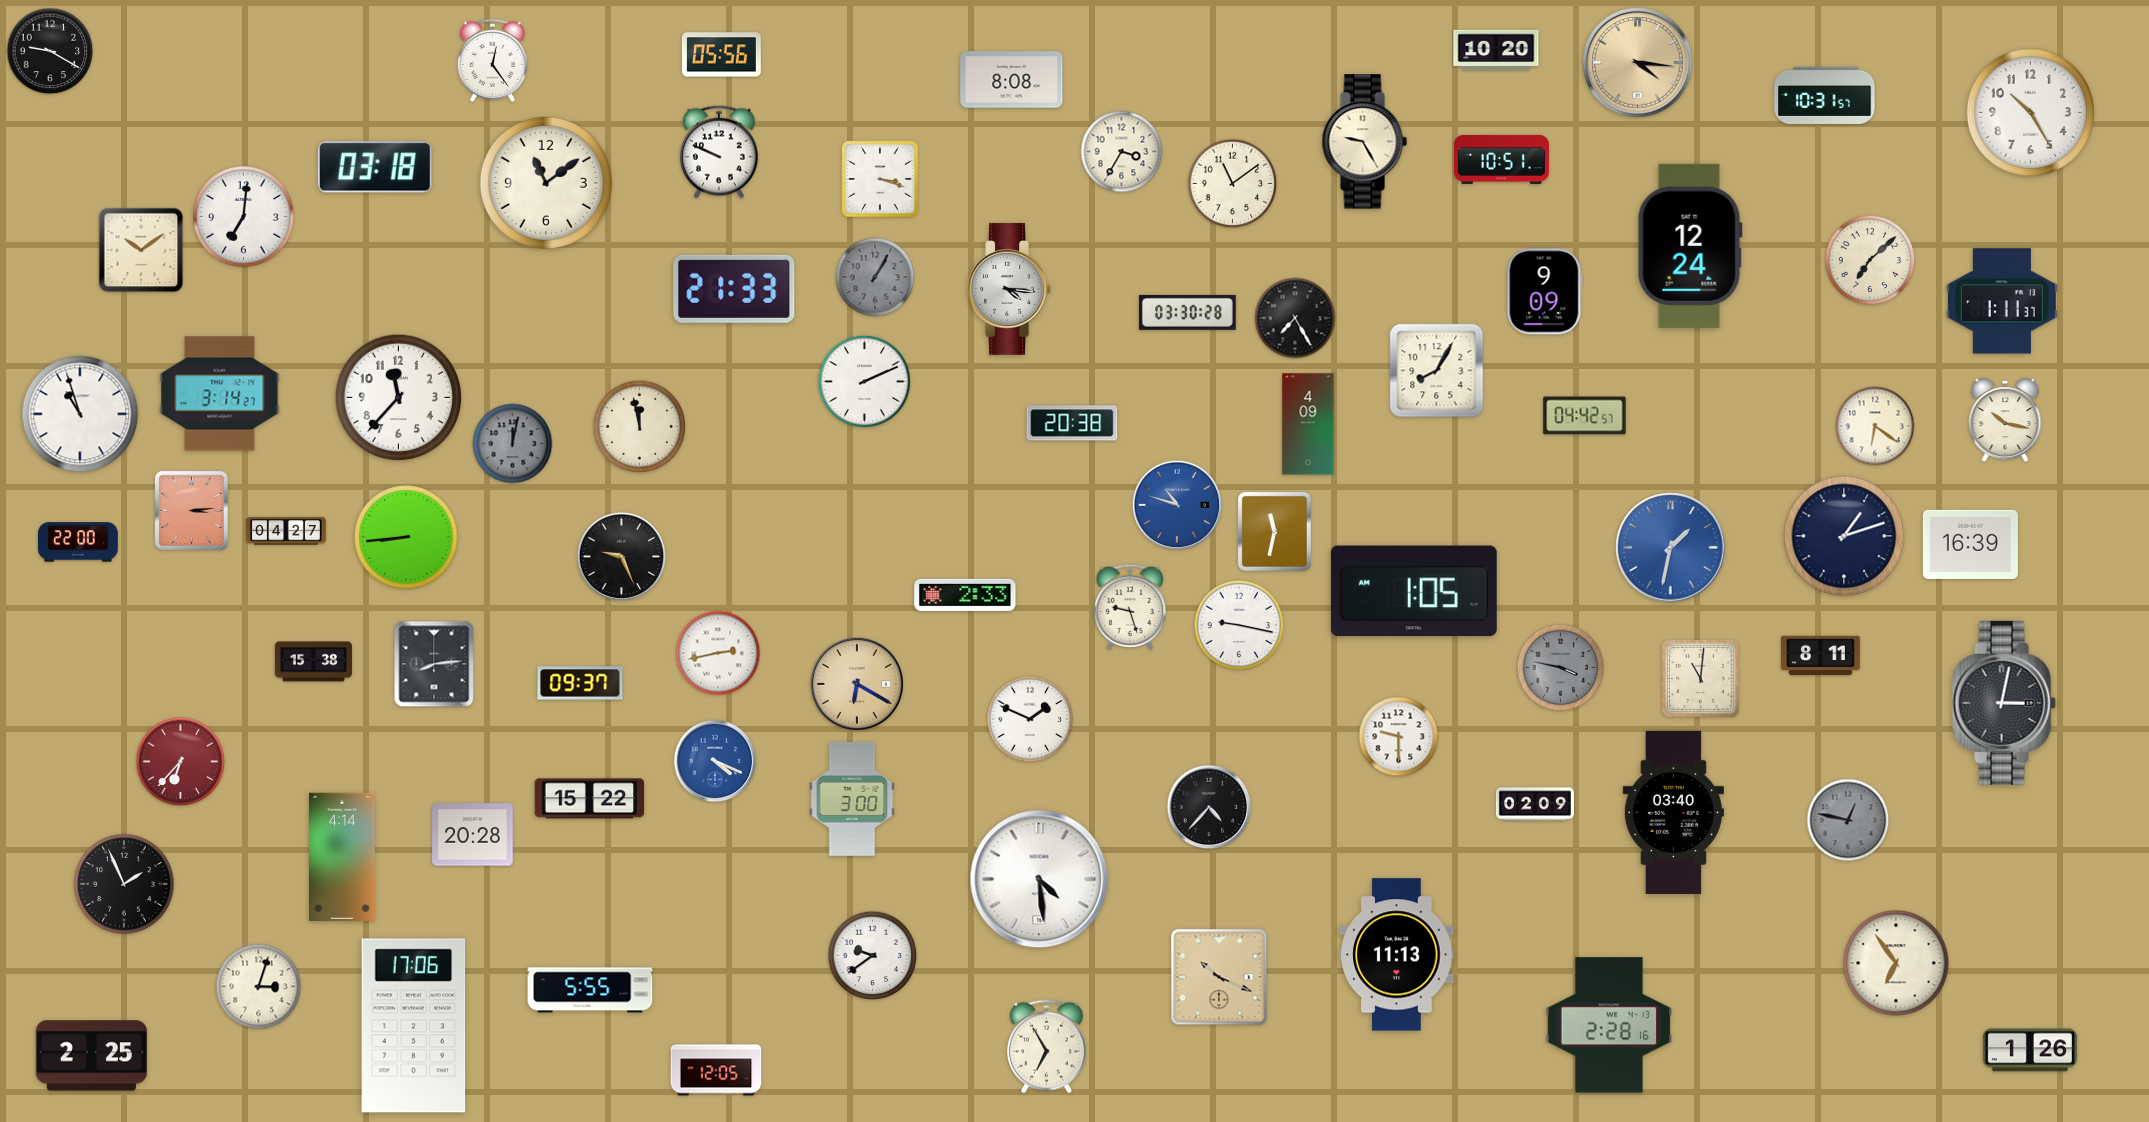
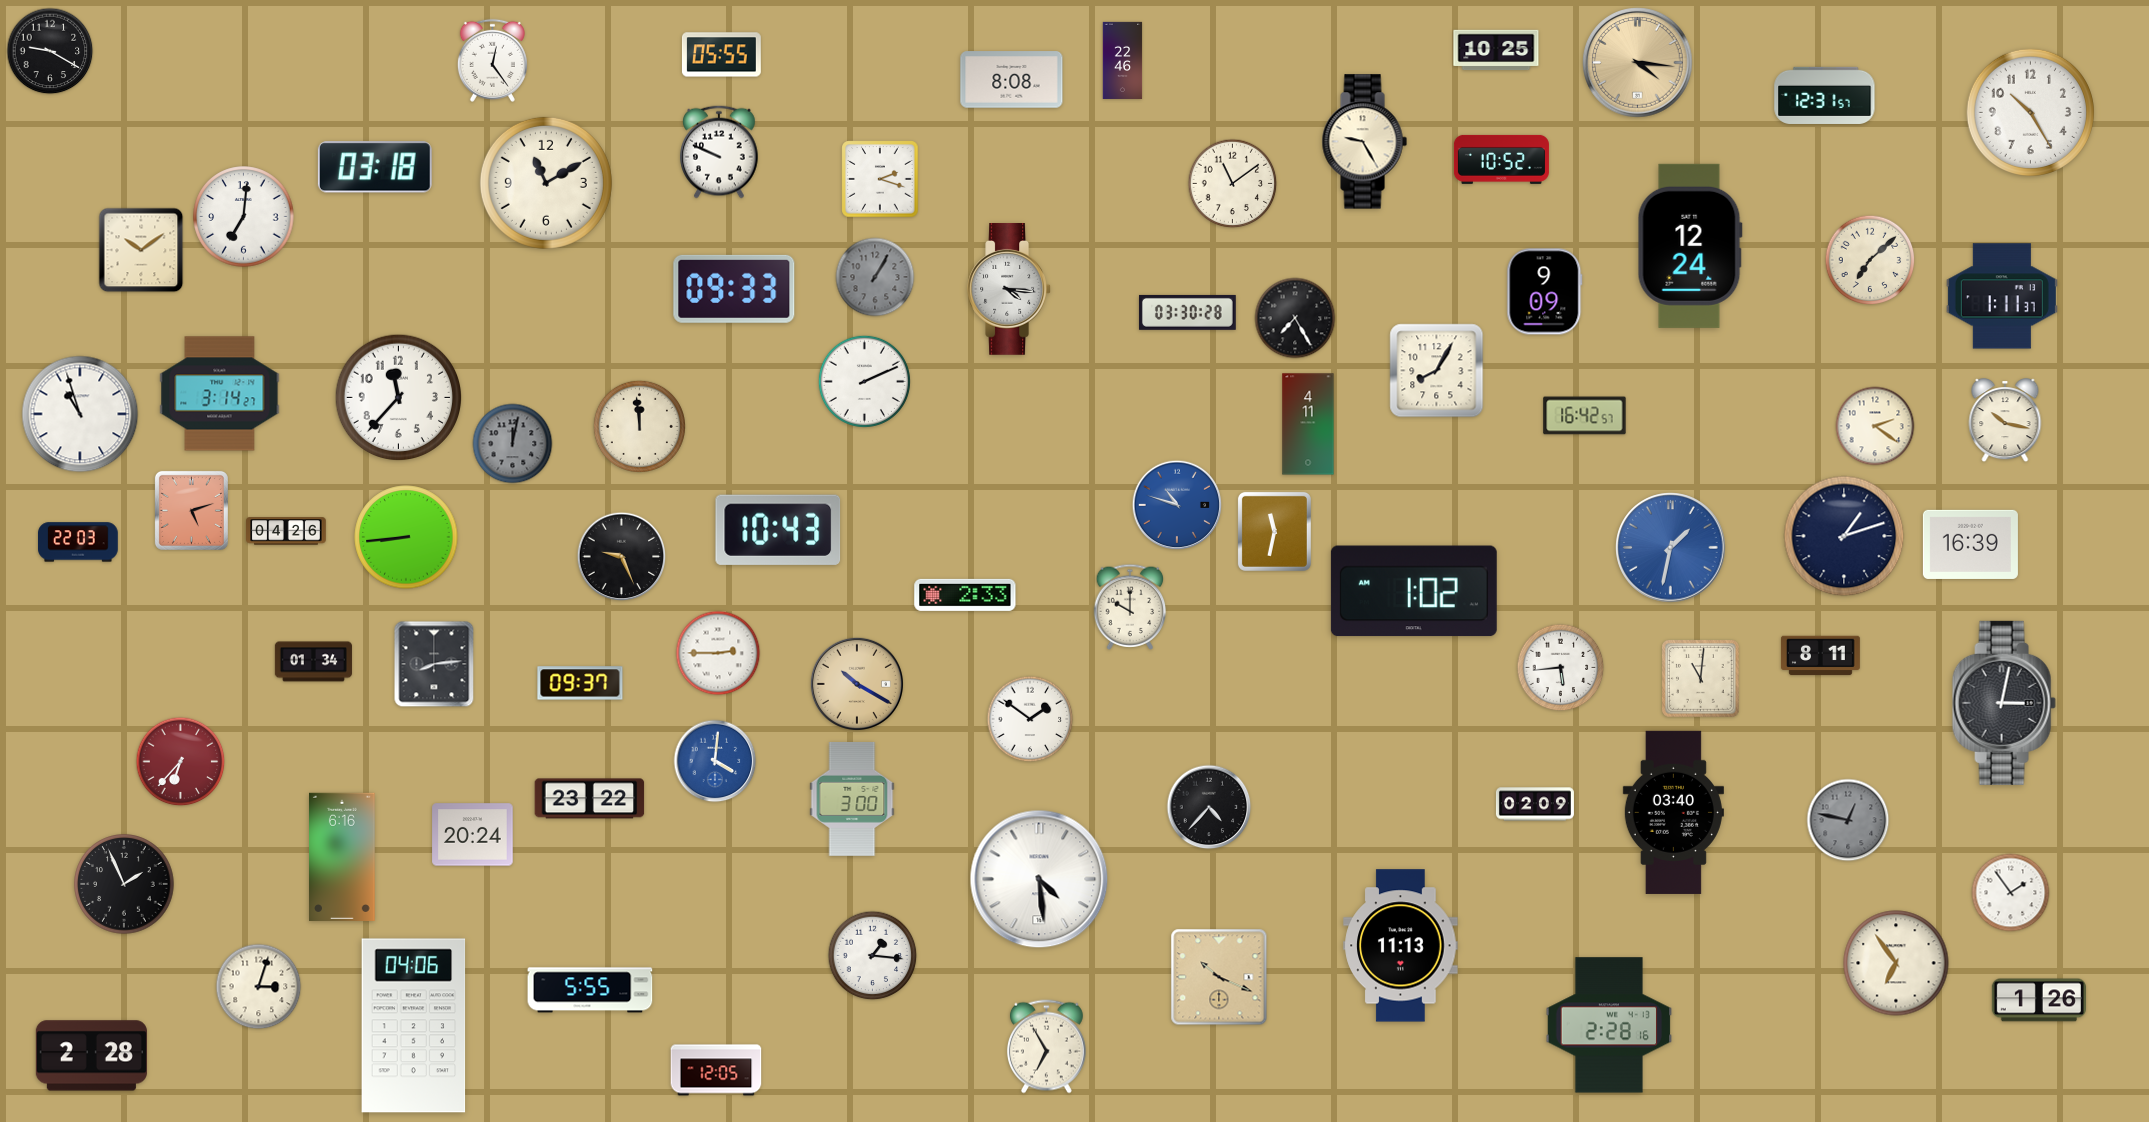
clock at (1496, 50): 10:20 -> 10:25
clock at (721, 55): 05:56 -> 05:55
clock at (1123, 60): none -> 22:46
clock at (1825, 95): 10:31 -> 12:31
clock at (1122, 152): 3:35 -> none
clock at (1501, 159): 10:51 -> 10:52
clock at (880, 179): 3:18 -> 2:18
clock at (546, 183): 11:09 -> 11:10
clock at (734, 289): 21:33 -> 09:33
clock at (2002, 301) position: (2002, 301) -> (2002, 296)
clock at (1585, 416): 04:42 -> 16:42
clock at (1072, 423): 20:38 -> none
clock at (1308, 424): 4:09 -> 4:11
clock at (639, 426): 11:58 -> 11:59
clock at (1875, 426): 6:21 -> 2:21
clock at (191, 510): 3:14 -> 5:12
clock at (778, 530): none -> 10:43
clock at (286, 531): 04:27 -> 04:26
clock at (79, 542): 22:00 -> 22:03
clock at (1414, 591): 1:05 -> 1:02
clock at (1130, 607): 9:27 -> 10:00
clock at (1239, 625): 9:17 -> none
clock at (718, 653): 2:43 -> 2:45
clock at (313, 662): 15:38 -> 01:34
clock at (1561, 668): 3:47 -> 5:44
clock at (1561, 668) dial: grey -> white
clock at (857, 684): 6:20 -> 10:20
clock at (1030, 719): 1:49 -> 1:51
clock at (1399, 737): 9:30 -> none
clock at (715, 761): 4:19 -> 4:01
clock at (590, 799): 15:22 -> 23:22
clock at (473, 835): 20:28 -> 20:24
clock at (342, 856): 4:14 -> 6:16
clock at (2011, 893): none -> 1:54
clock at (1397, 955) position: (1397, 955) -> (1401, 946)
clock at (873, 956): 9:39 -> 1:16
clock at (414, 1026): 17:06 -> 04:06
clock at (2030, 1050) position: (2030, 1050) -> (2039, 1000)
clock at (91, 1056): 2:25 -> 2:28
